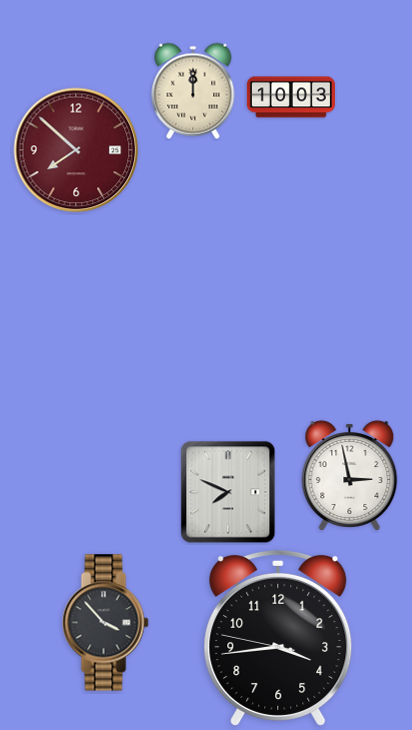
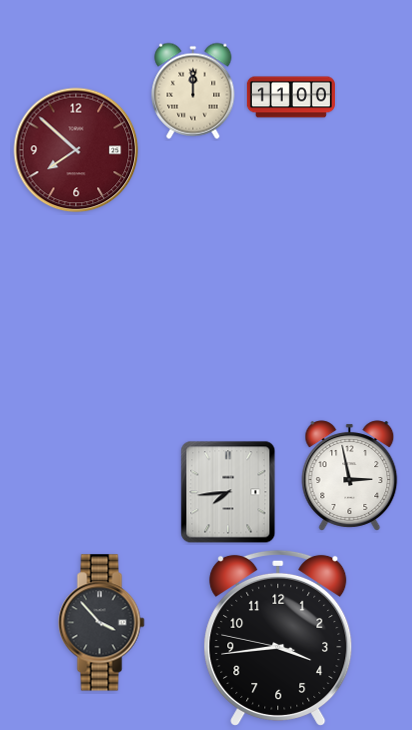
clock at (291, 97): 10:03 -> 11:00
clock at (228, 492): 7:49 -> 7:44
clock at (106, 623) position: (106, 623) -> (102, 623)
